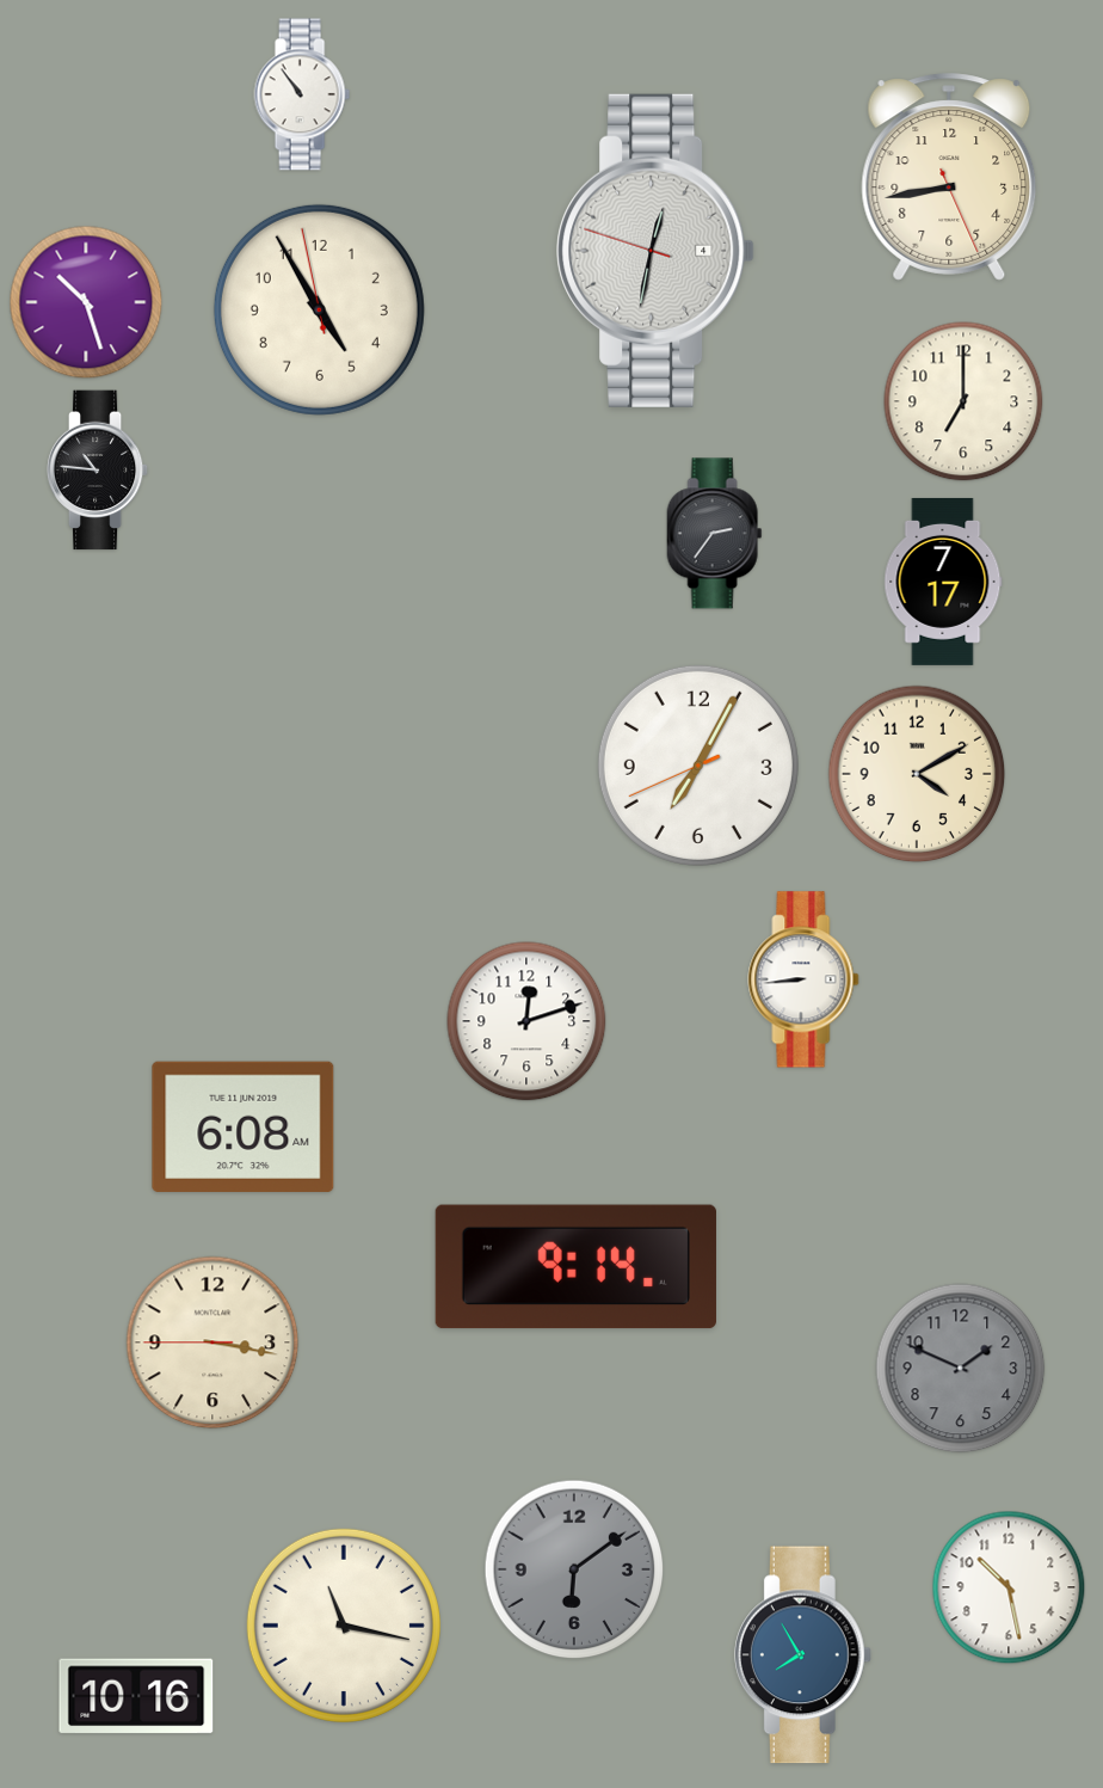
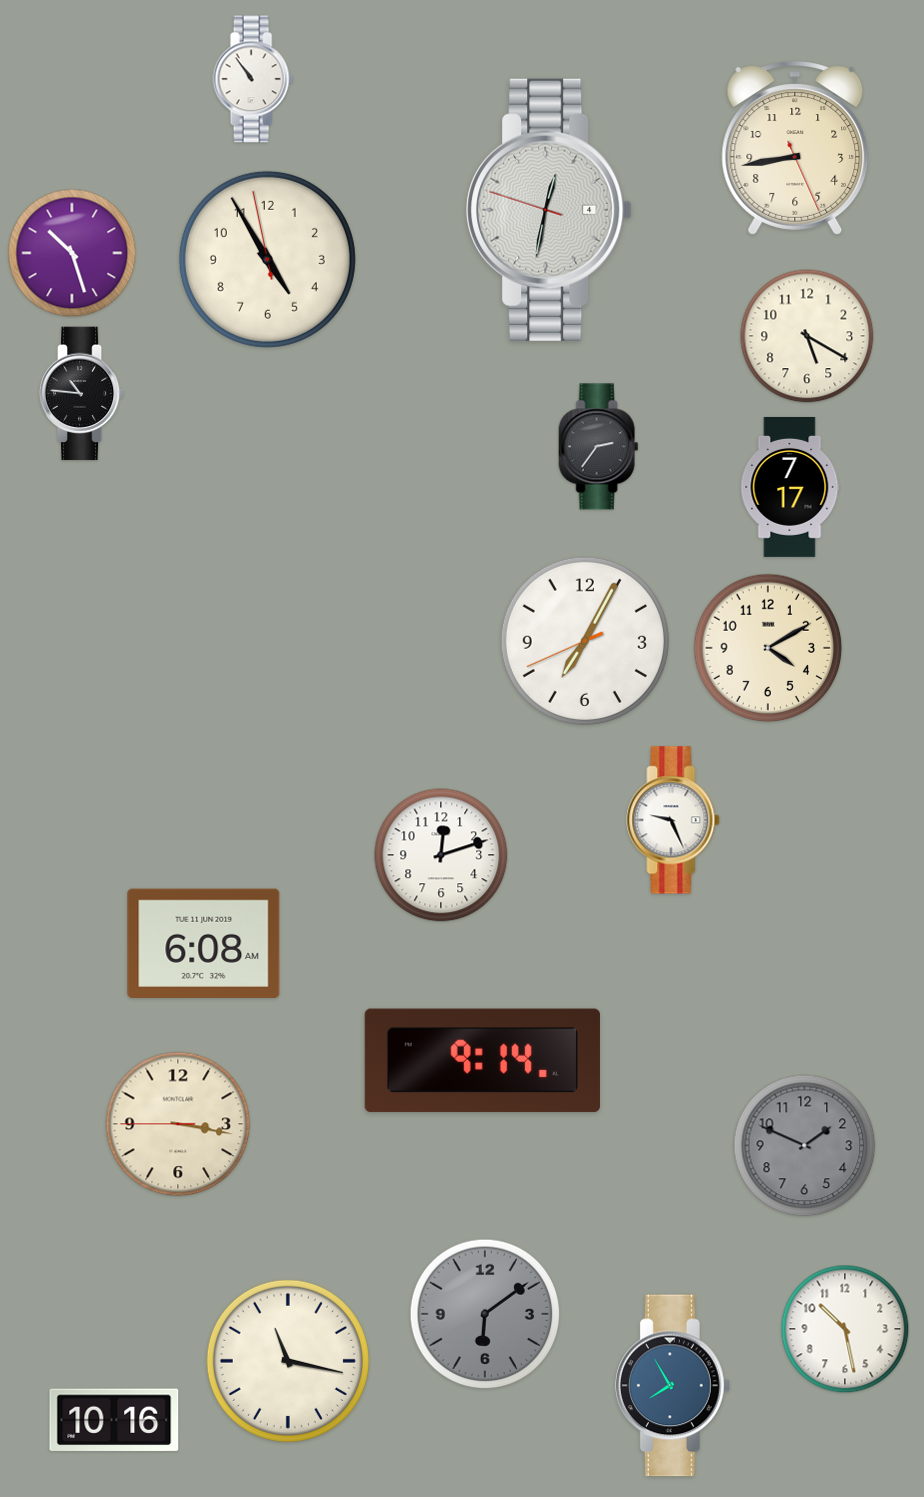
clock at (963, 401): 7:00 -> 5:20
clock at (803, 979): 8:44 -> 9:26
clock at (574, 1569) position: (574, 1569) -> (485, 1314)
